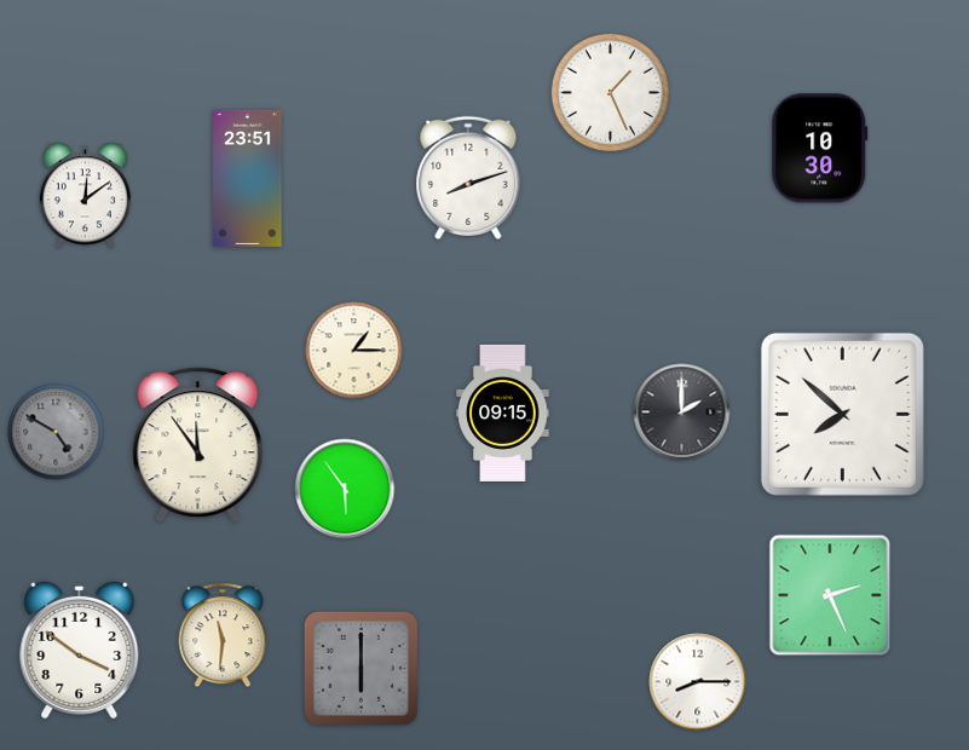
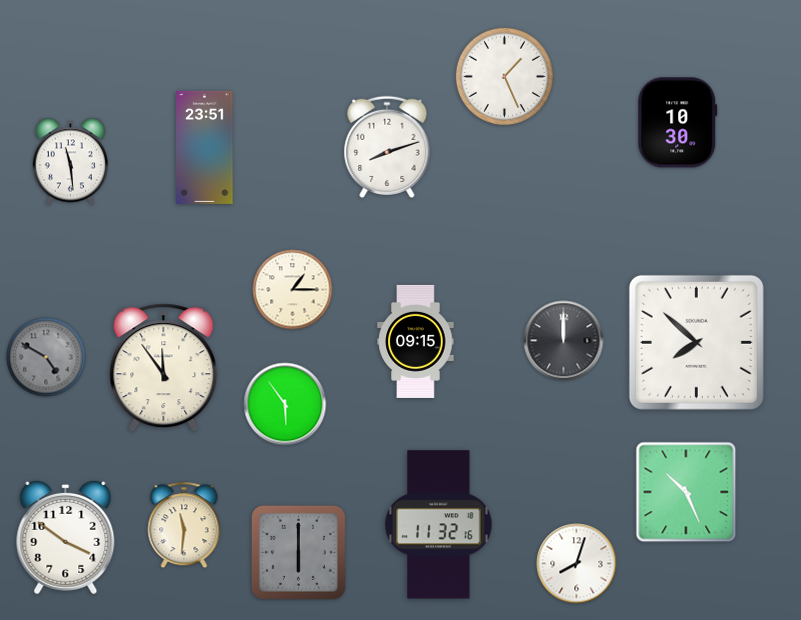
clock at (85, 196): 12:09 -> 11:29
clock at (682, 412): 2:00 -> 12:00
clock at (830, 595): 2:26 -> 10:26
clock at (439, 525): none -> 11:32
clock at (698, 682): 8:15 -> 8:03
